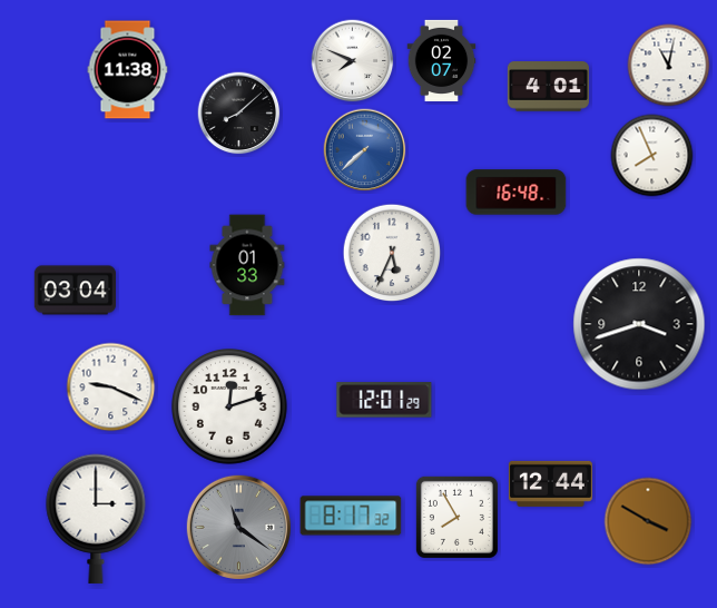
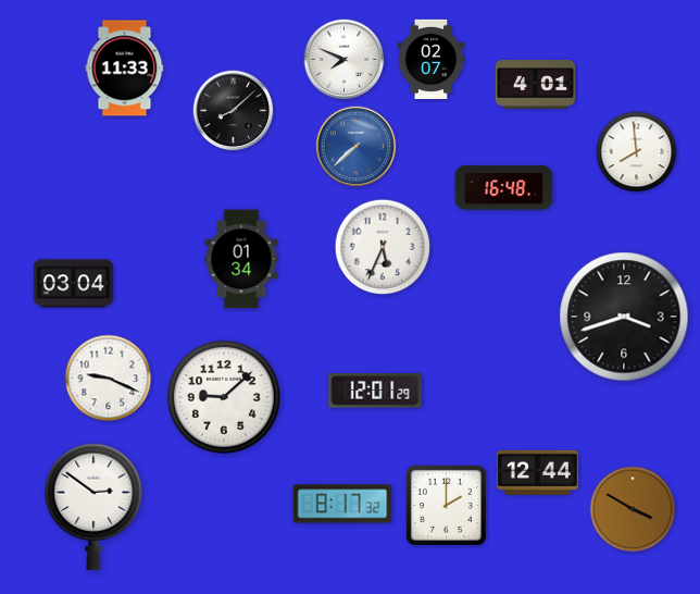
clock at (669, 66): 11:02 -> none
clock at (128, 70): 11:38 -> 11:33
clock at (652, 156): 7:56 -> 7:59
clock at (247, 265): 01:33 -> 01:34
clock at (230, 408): 12:12 -> 9:08
clock at (456, 517): 7:55 -> 2:00
clock at (96, 519): 3:00 -> 2:51
clock at (238, 527): 11:21 -> none
